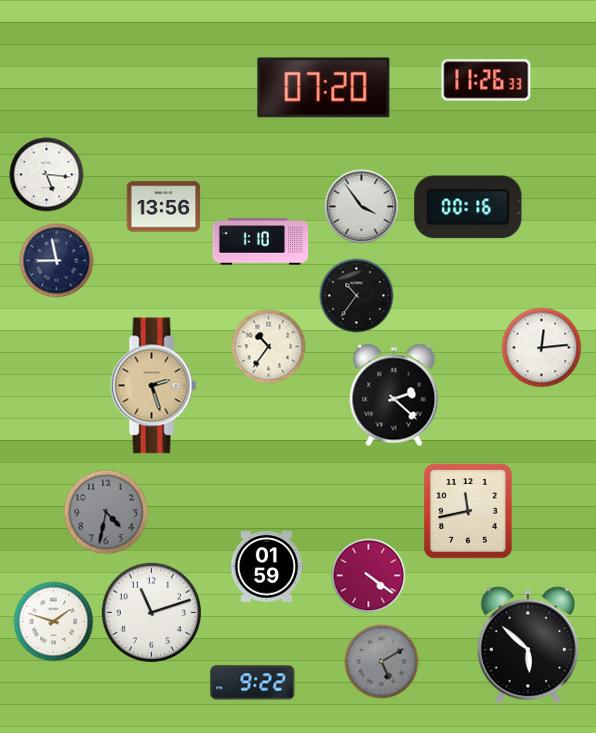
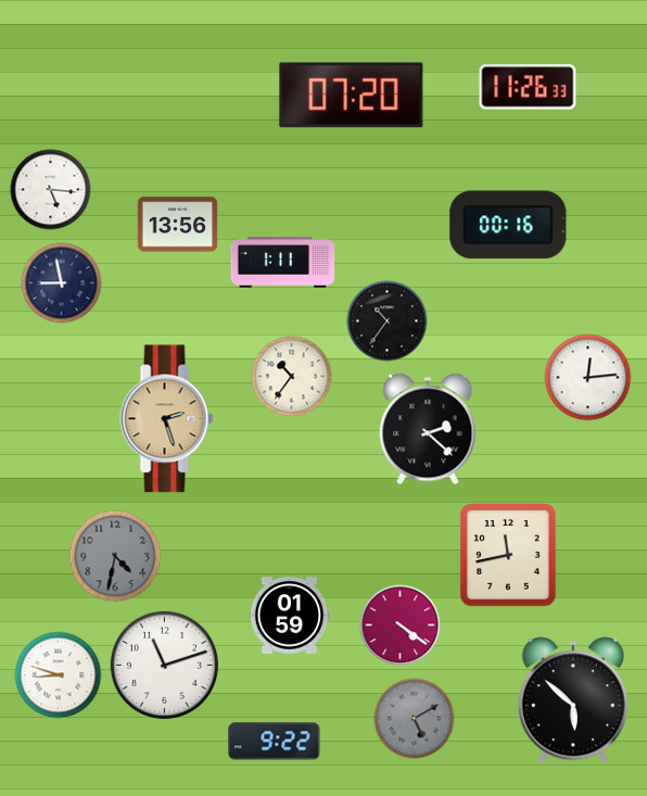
clock at (362, 207): 3:54 -> none
clock at (261, 242): 1:10 -> 1:11
clock at (54, 622): 1:48 -> 8:48
